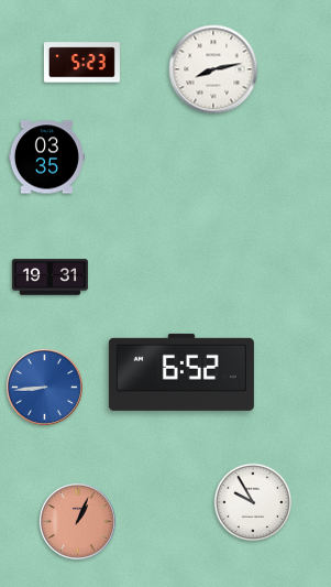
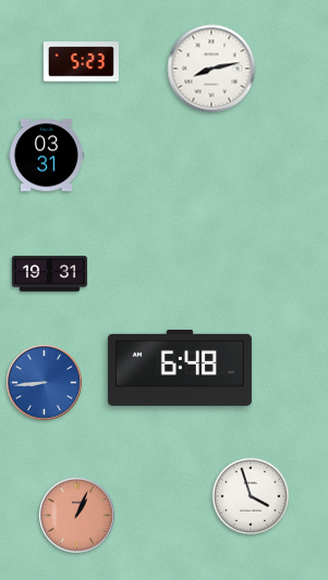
clock at (46, 157): 03:35 -> 03:31
clock at (181, 372): 6:52 -> 6:48
clock at (253, 502): 9:55 -> 3:57
